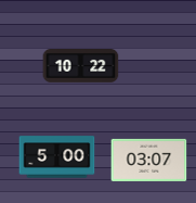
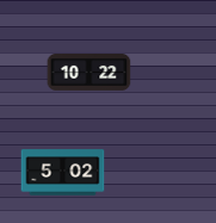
clock at (57, 157): 5:00 -> 5:02
clock at (149, 160): 03:07 -> none
